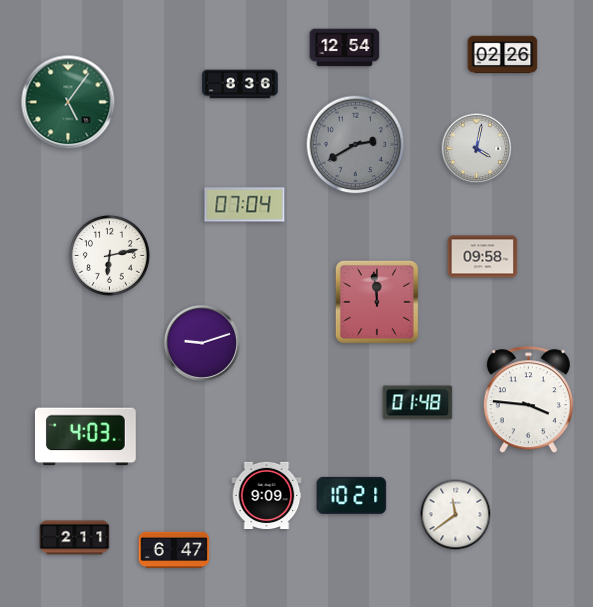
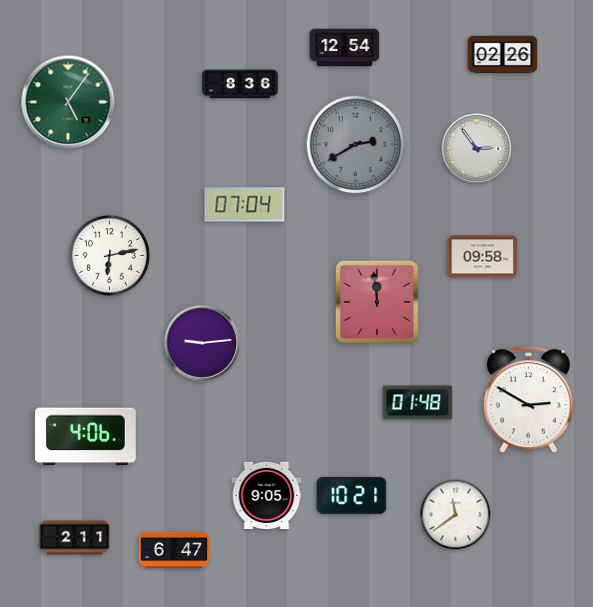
clock at (477, 149): 4:02 -> 2:54
clock at (202, 343): 9:12 -> 9:14
clock at (528, 400): 3:46 -> 2:50
clock at (86, 437): 4:03 -> 4:06
clock at (267, 495): 9:09 -> 9:05
